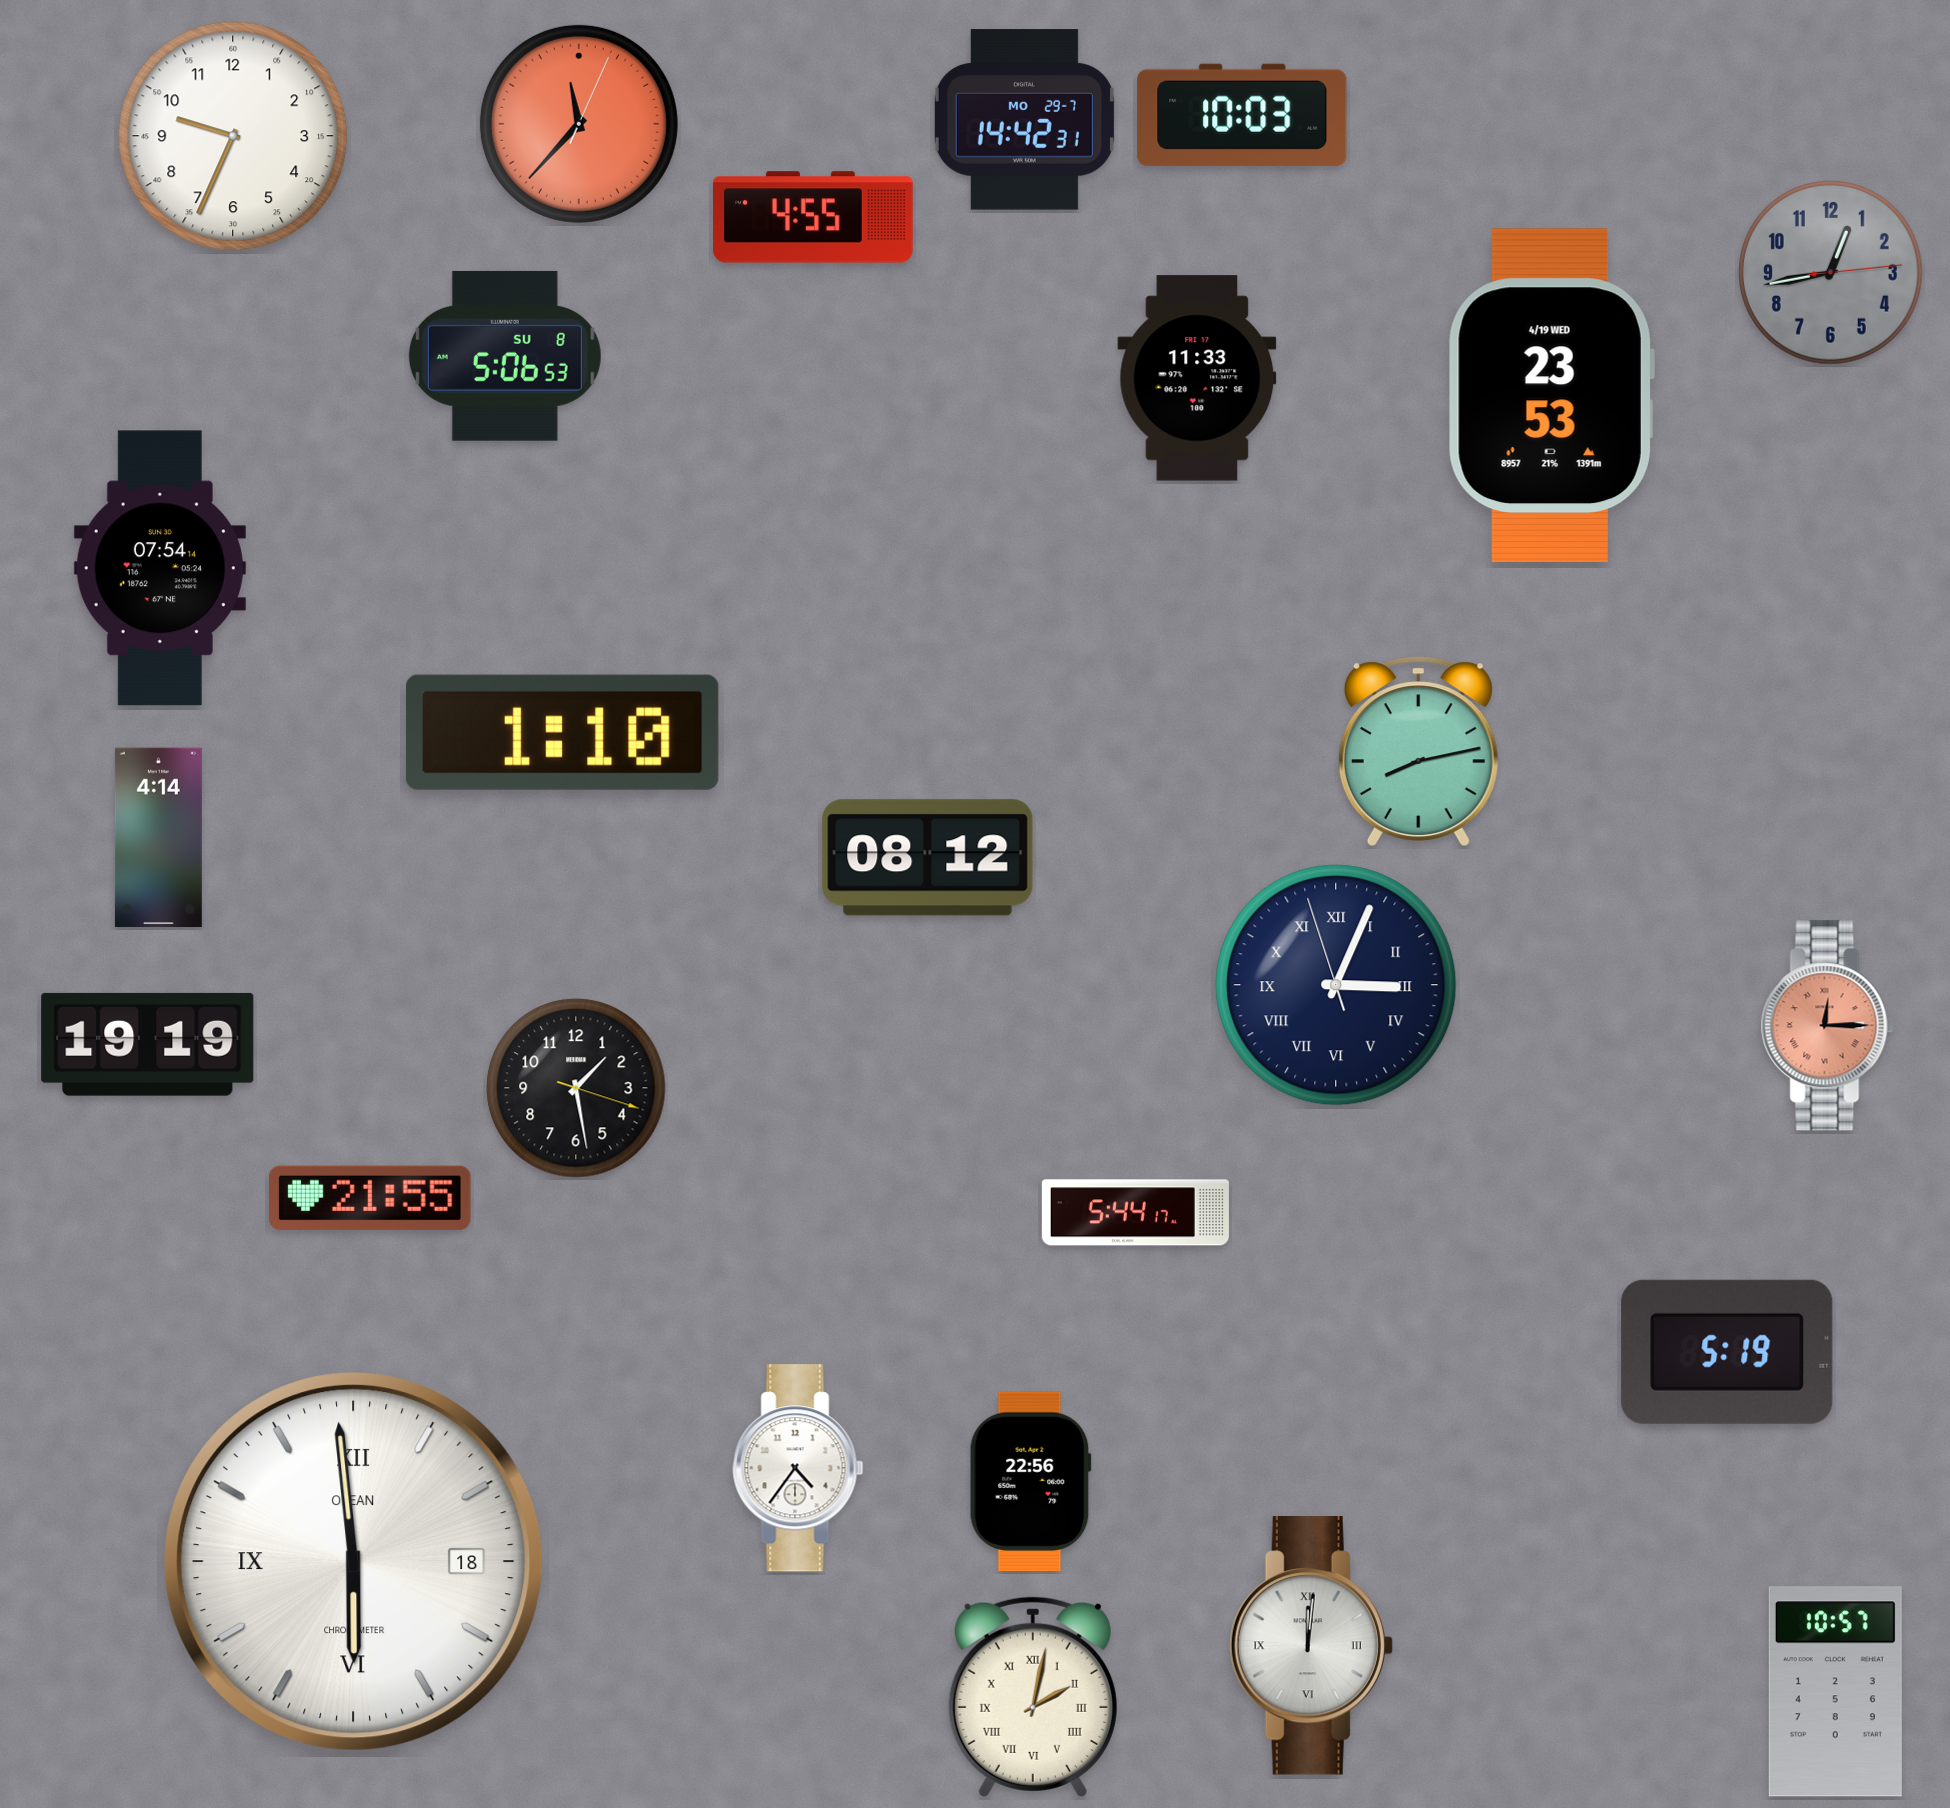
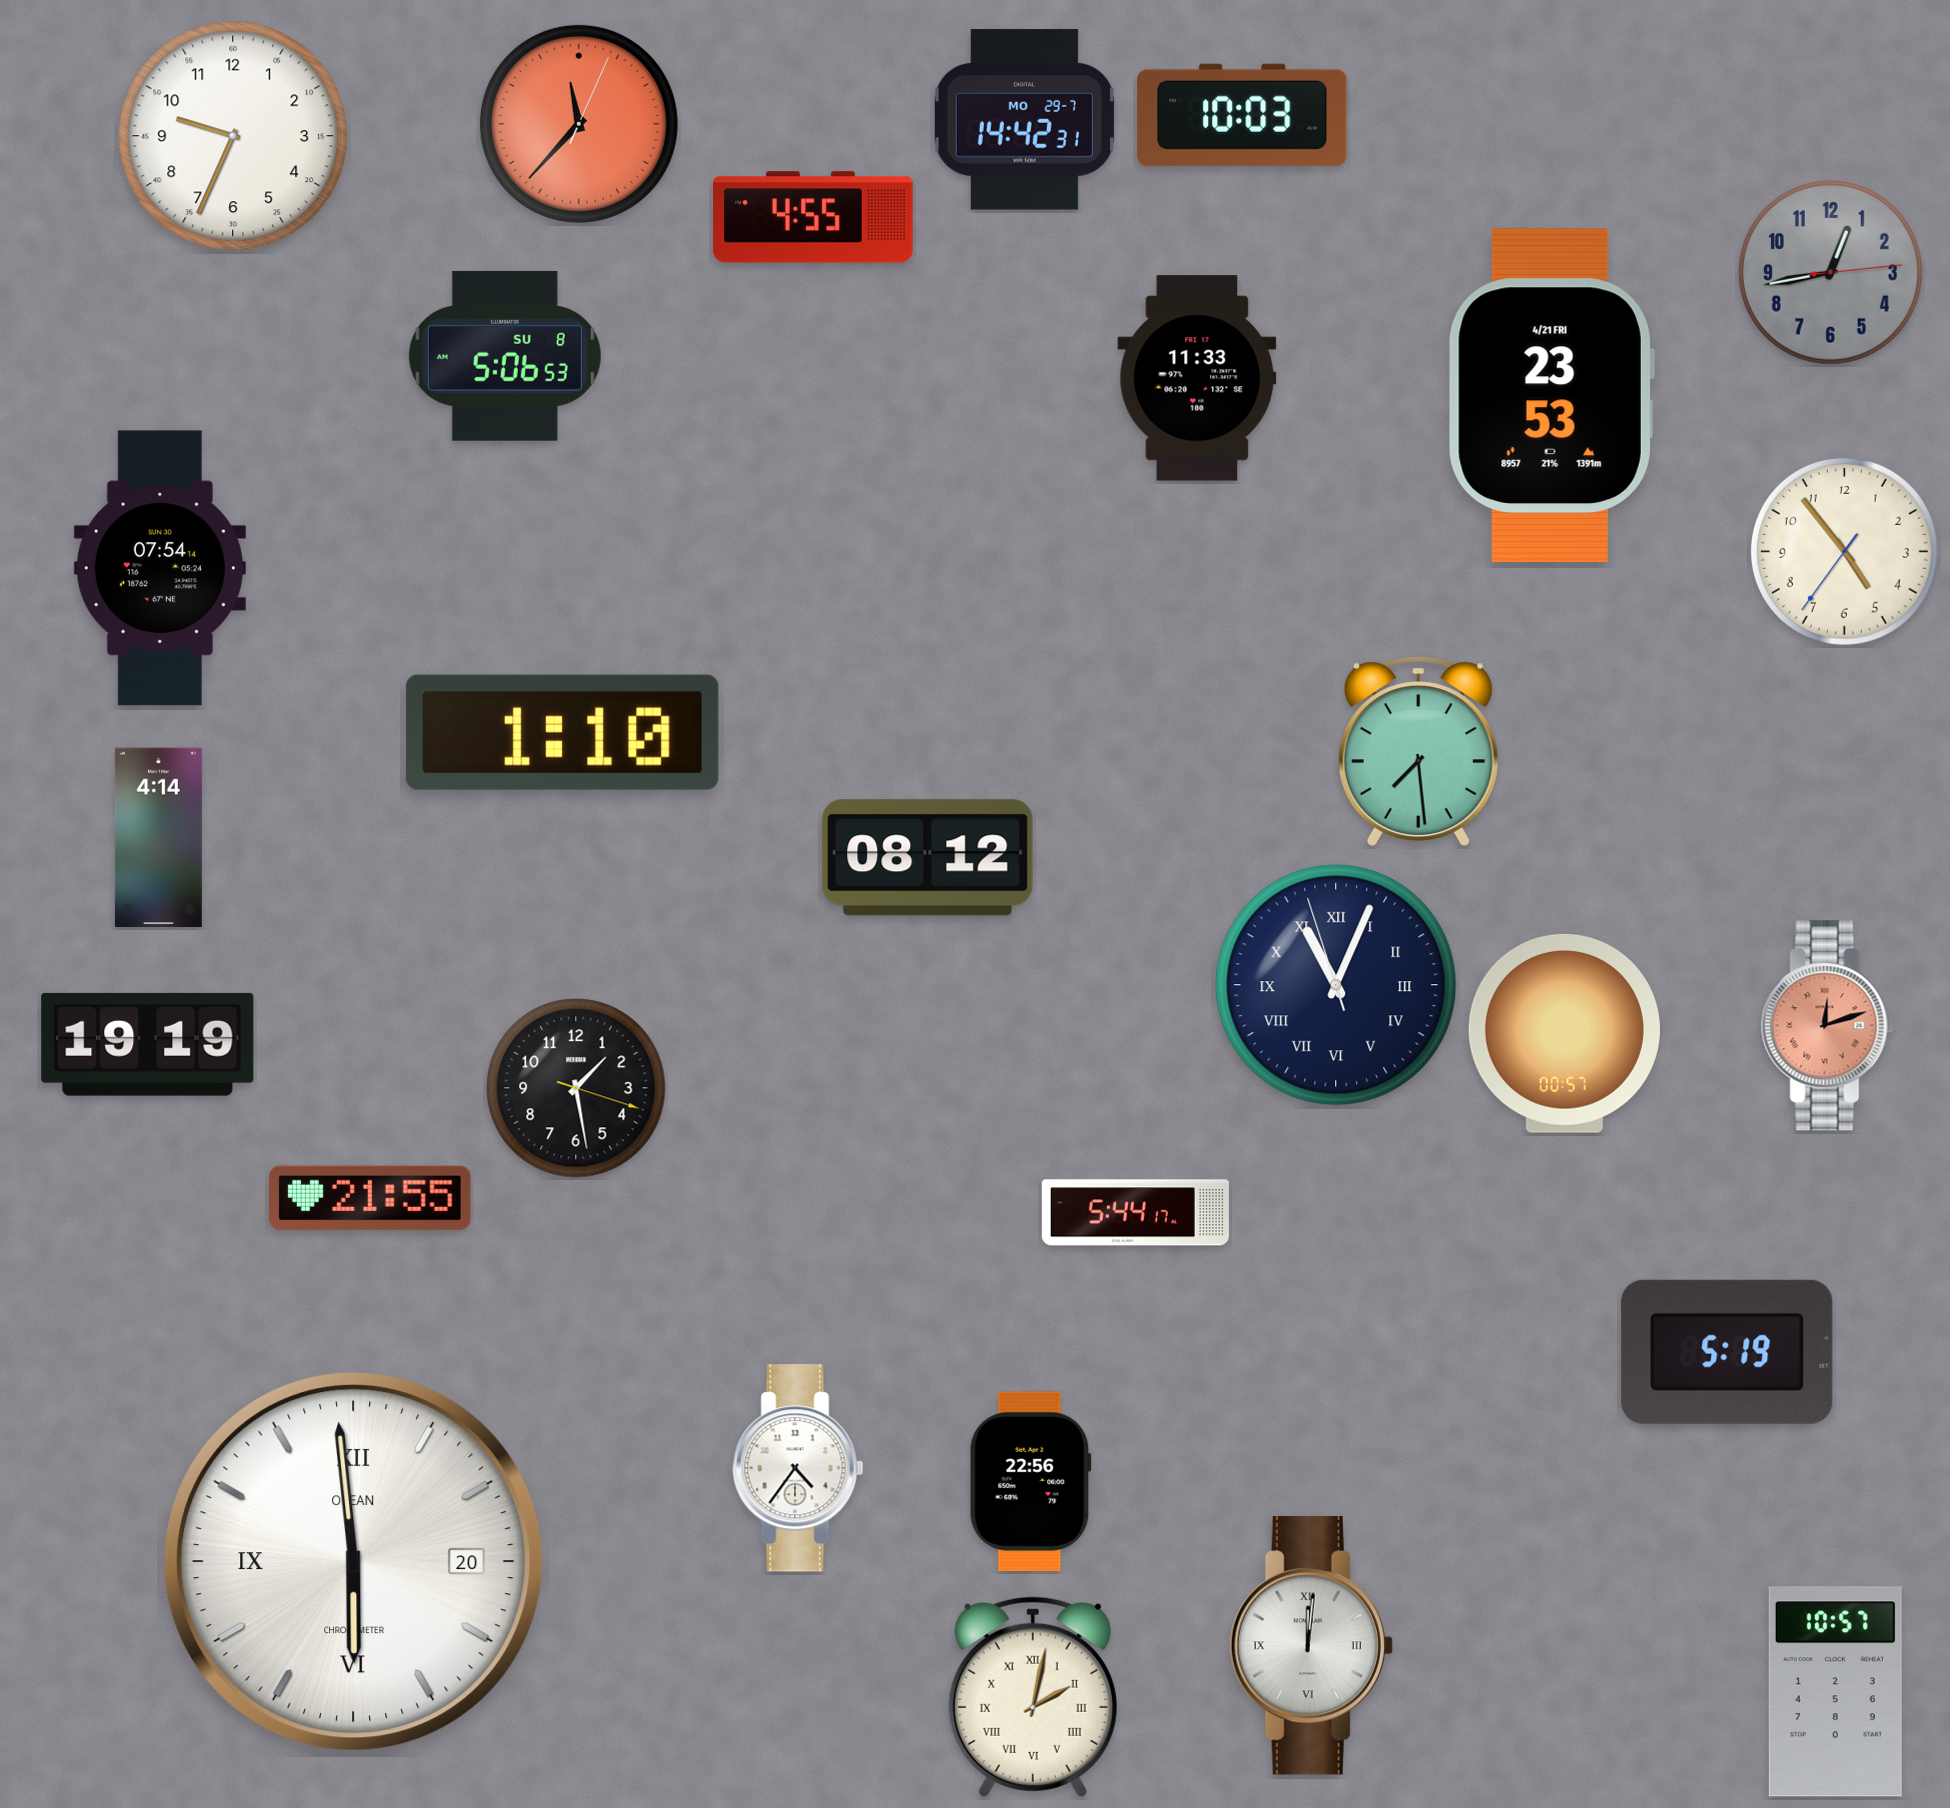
clock at (1551, 395) date: 4/19 WED -> 4/21 FRI
clock at (1844, 551): none -> 4:53
clock at (1418, 751): 8:13 -> 7:29
clock at (1336, 985): 3:03 -> 11:03
clock at (1827, 1026): 12:15 -> 12:12
clock at (1564, 1033): none -> 00:57
clock at (354, 1562) date: 18 -> 20
